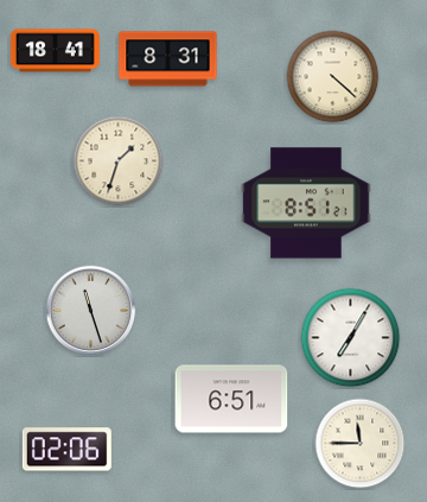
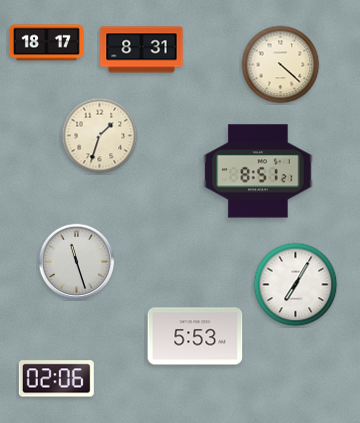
clock at (55, 51): 18:41 -> 18:17
clock at (231, 399): 6:51 -> 5:53
clock at (361, 444): 11:45 -> none
